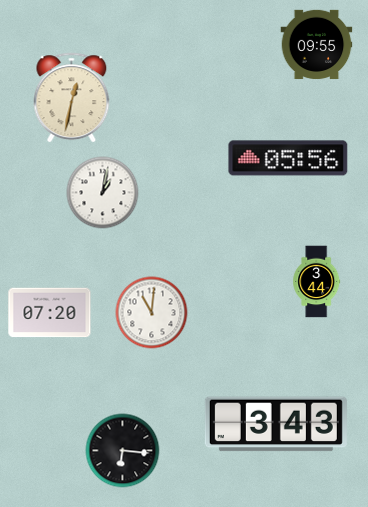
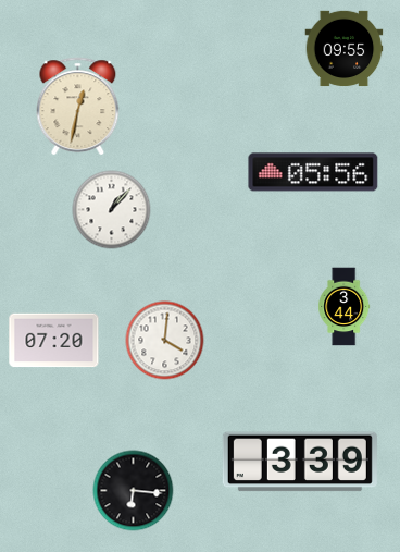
clock at (103, 193): 1:02 -> 1:07
clock at (152, 313): 11:01 -> 4:01
clock at (276, 424): 3:43 -> 3:39
